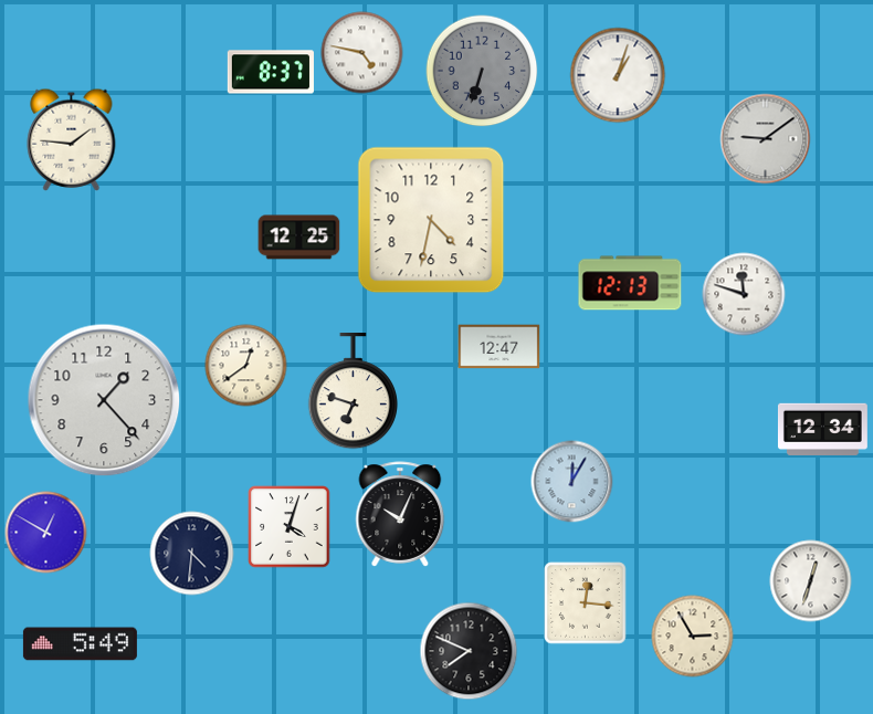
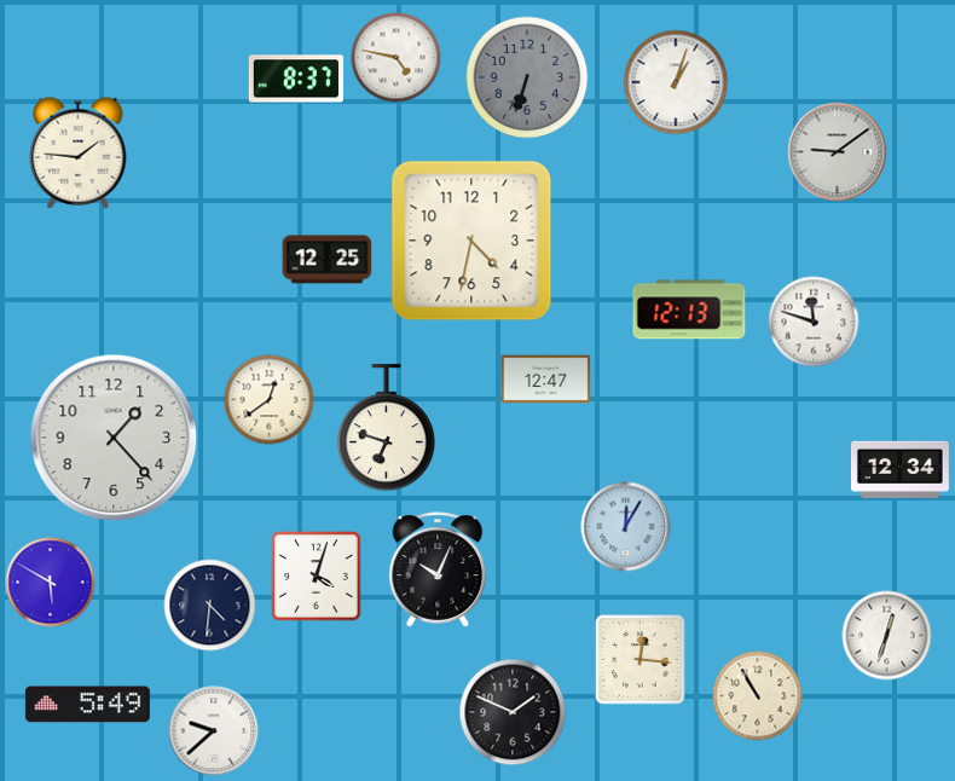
clock at (400, 514) position: (400, 514) -> (438, 569)
clock at (46, 533): 12:50 -> 5:50
clock at (693, 637): 2:55 -> 10:55
clock at (469, 651): 7:49 -> 1:49
clock at (214, 731): none -> 9:38
